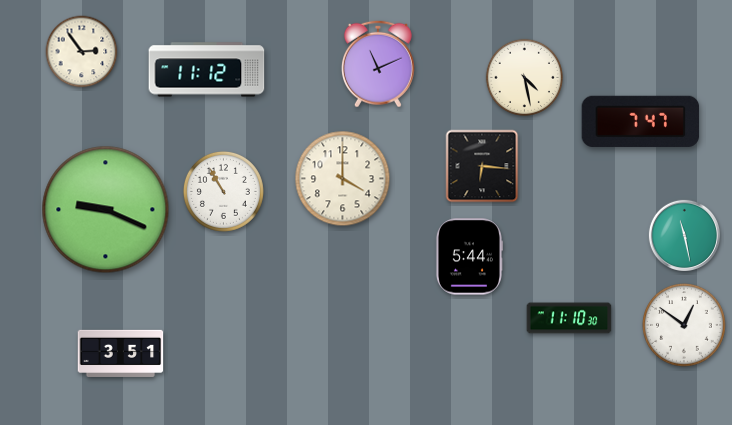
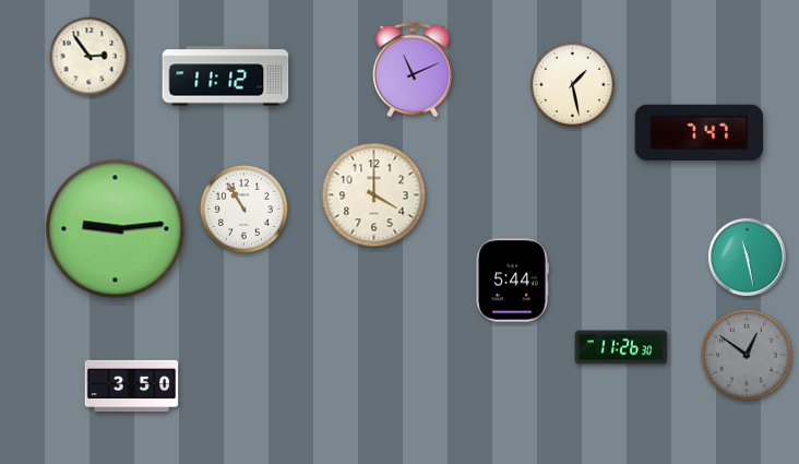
clock at (525, 78): 4:28 -> 1:28
clock at (482, 166): 6:16 -> none
clock at (106, 210): 9:19 -> 9:14
clock at (569, 318): 11:10 -> 11:26
clock at (685, 326) dial: white -> grey
clock at (121, 353): 3:51 -> 3:50
